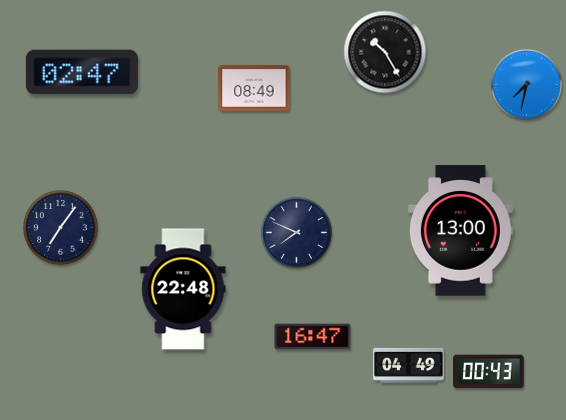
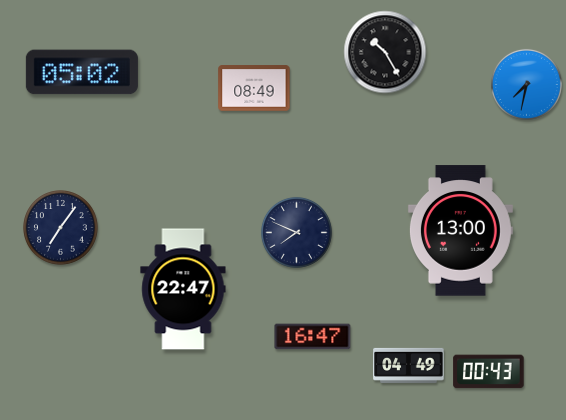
clock at (82, 72): 02:47 -> 05:02
clock at (183, 289): 22:48 -> 22:47
